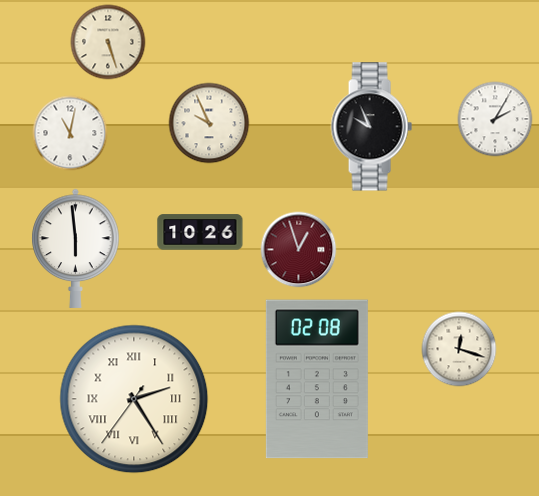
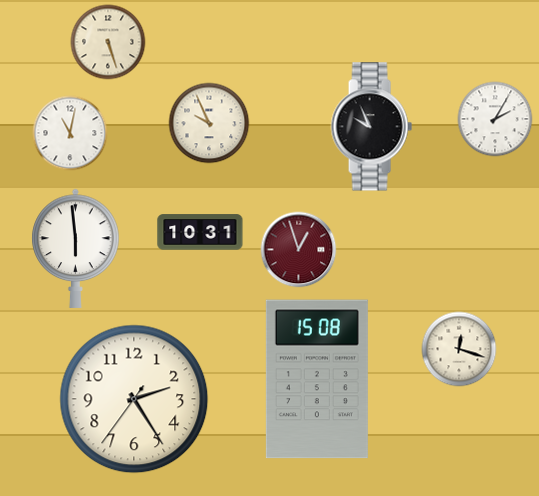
clock at (200, 232): 10:26 -> 10:31
clock at (317, 379): 02:08 -> 15:08
clock at (134, 399) numerals: Roman -> Arabic
